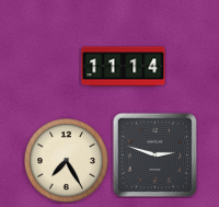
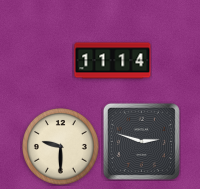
clock at (67, 161): 7:25 -> 9:30
